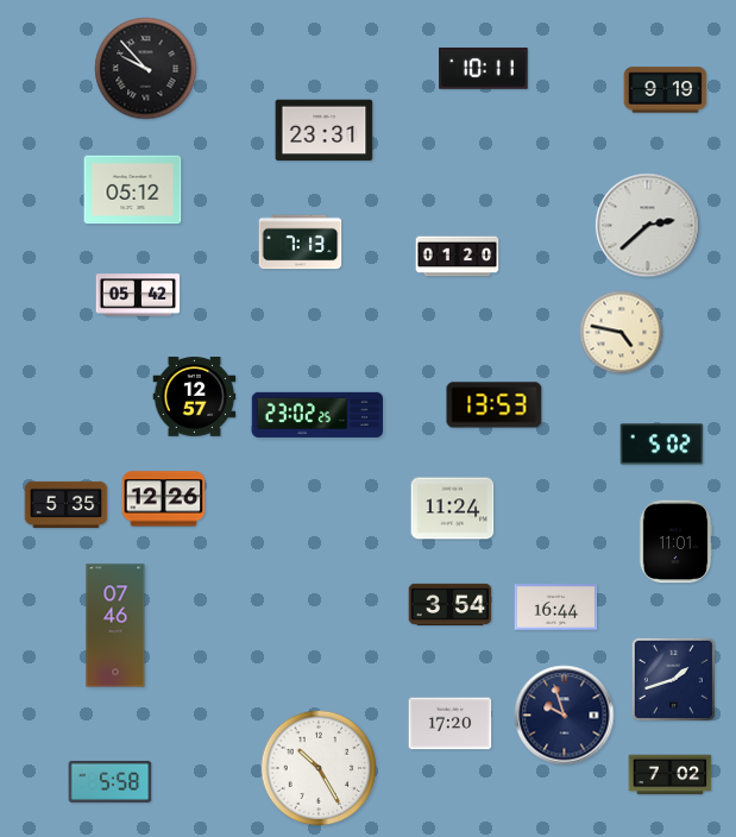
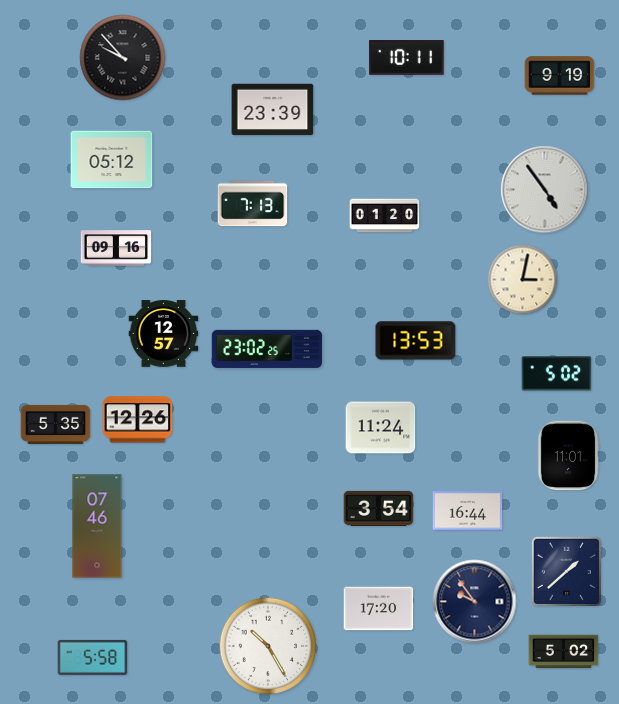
clock at (325, 131): 23:31 -> 23:39
clock at (648, 226): 2:38 -> 4:54
clock at (138, 295): 05:42 -> 09:16
clock at (622, 333): 4:47 -> 3:02
clock at (673, 679): 1:42 -> 1:38
clock at (565, 716): 9:57 -> 9:54
clock at (671, 775): 7:02 -> 5:02
